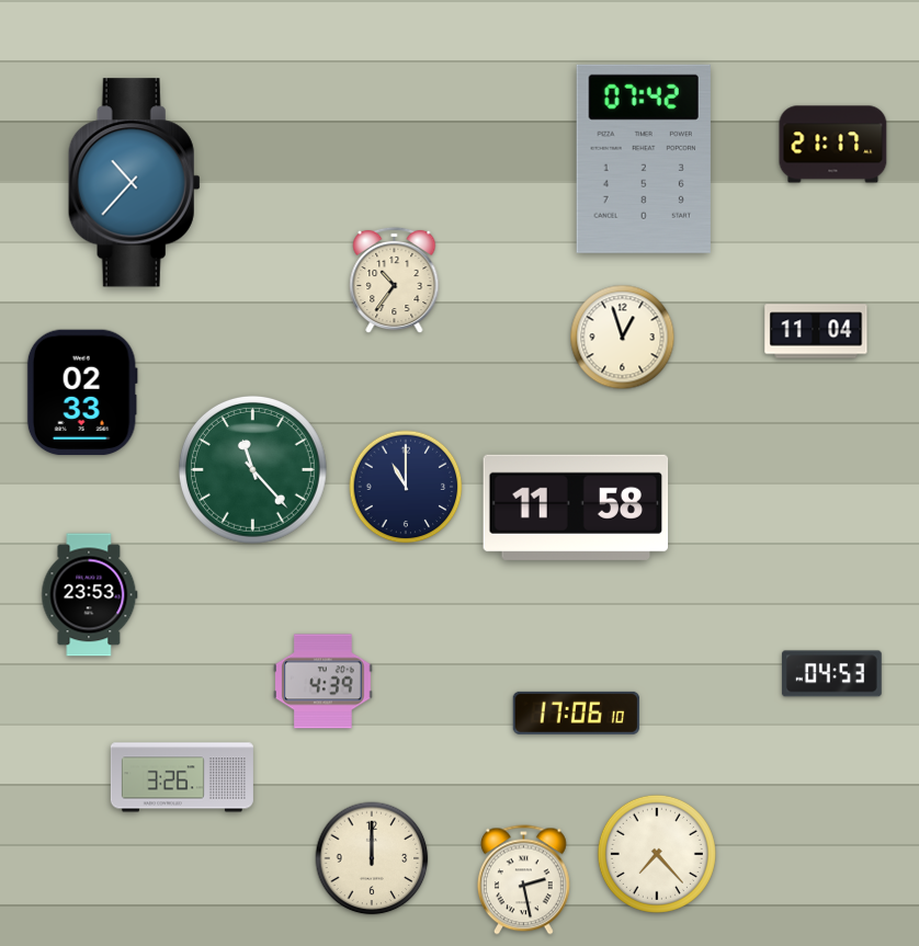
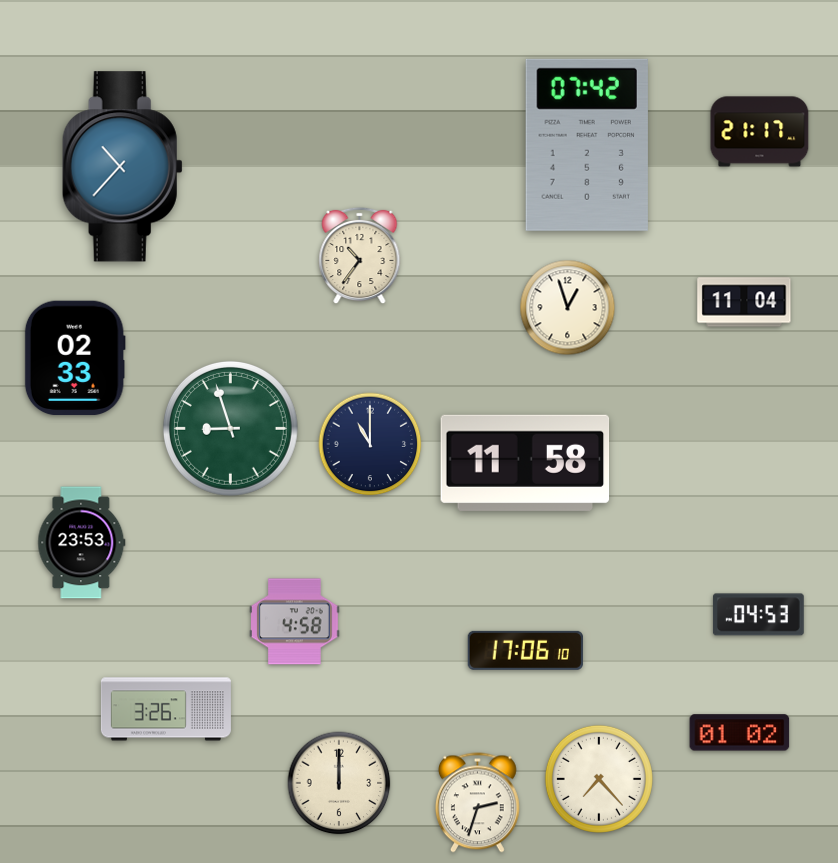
clock at (252, 469): 11:23 -> 8:57
clock at (324, 682): 4:39 -> 4:58
clock at (740, 733): none -> 01:02
clock at (523, 880): 2:28 -> 2:33
